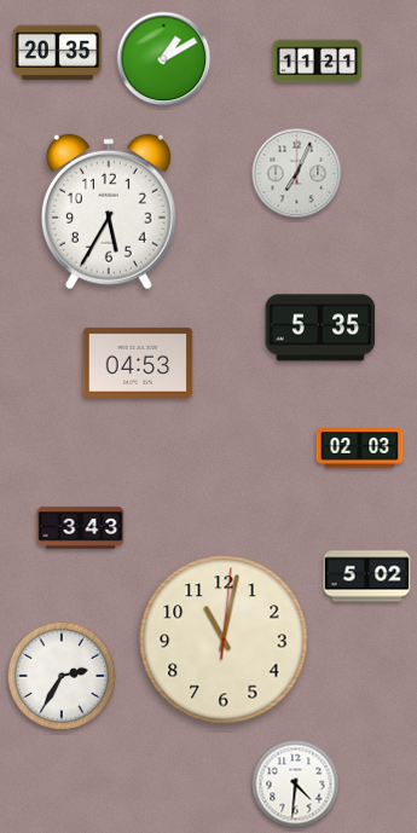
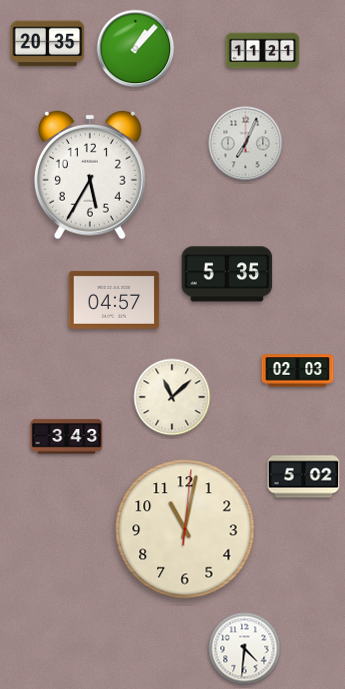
clock at (164, 59): 1:10 -> 1:07
clock at (320, 328) position: (320, 328) -> (227, 274)
clock at (138, 363): 04:53 -> 04:57
clock at (172, 397): none -> 11:08
clock at (62, 676): 2:35 -> none
